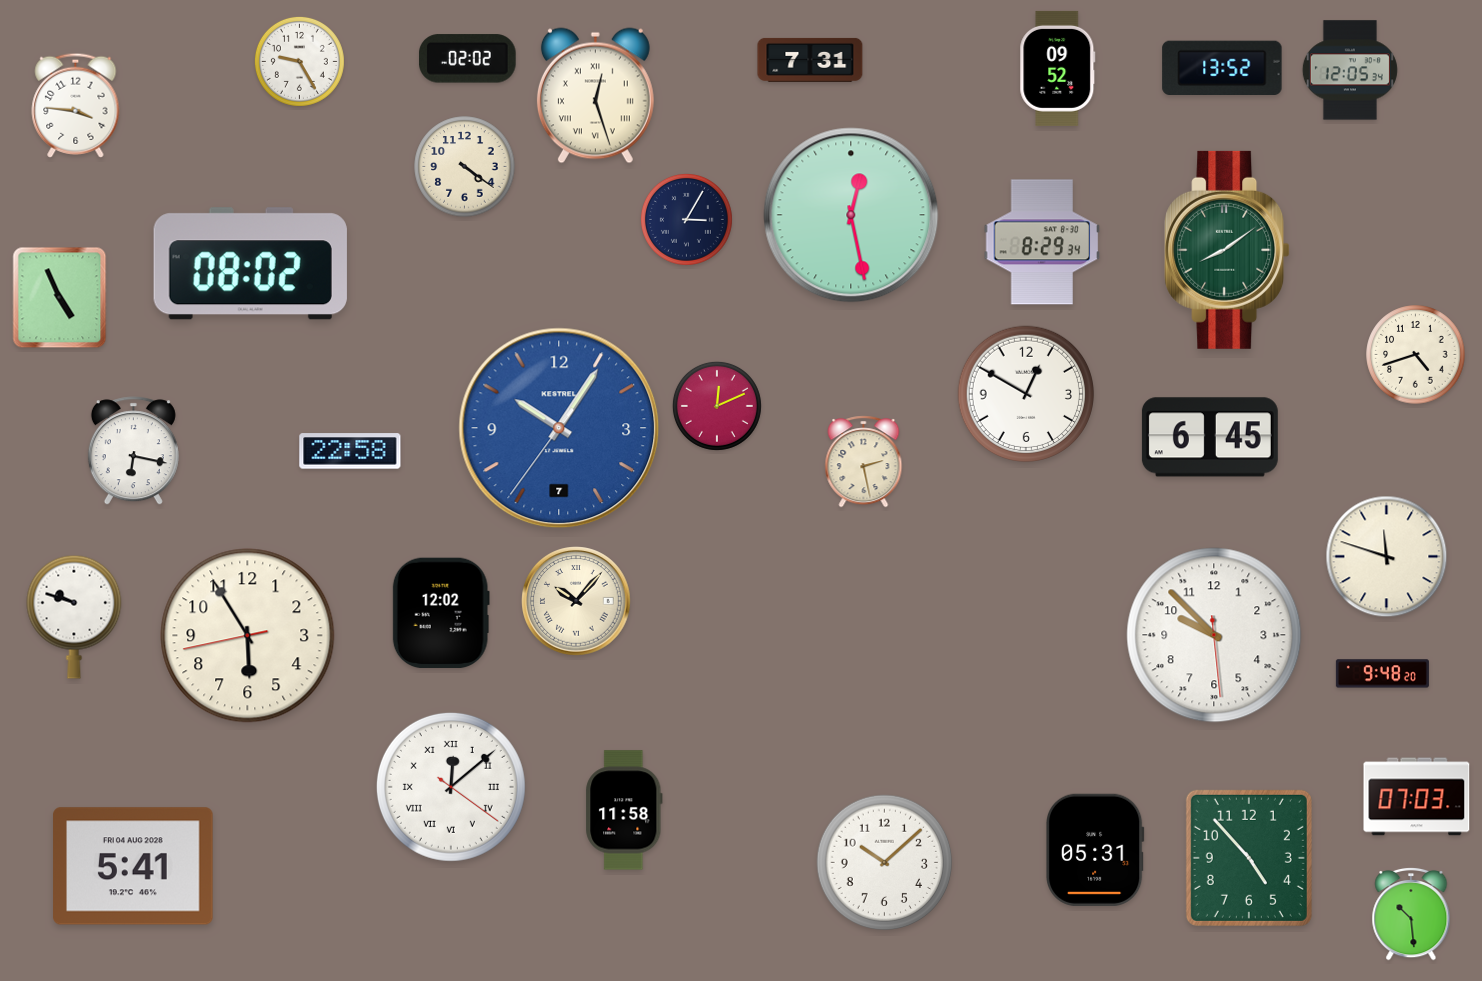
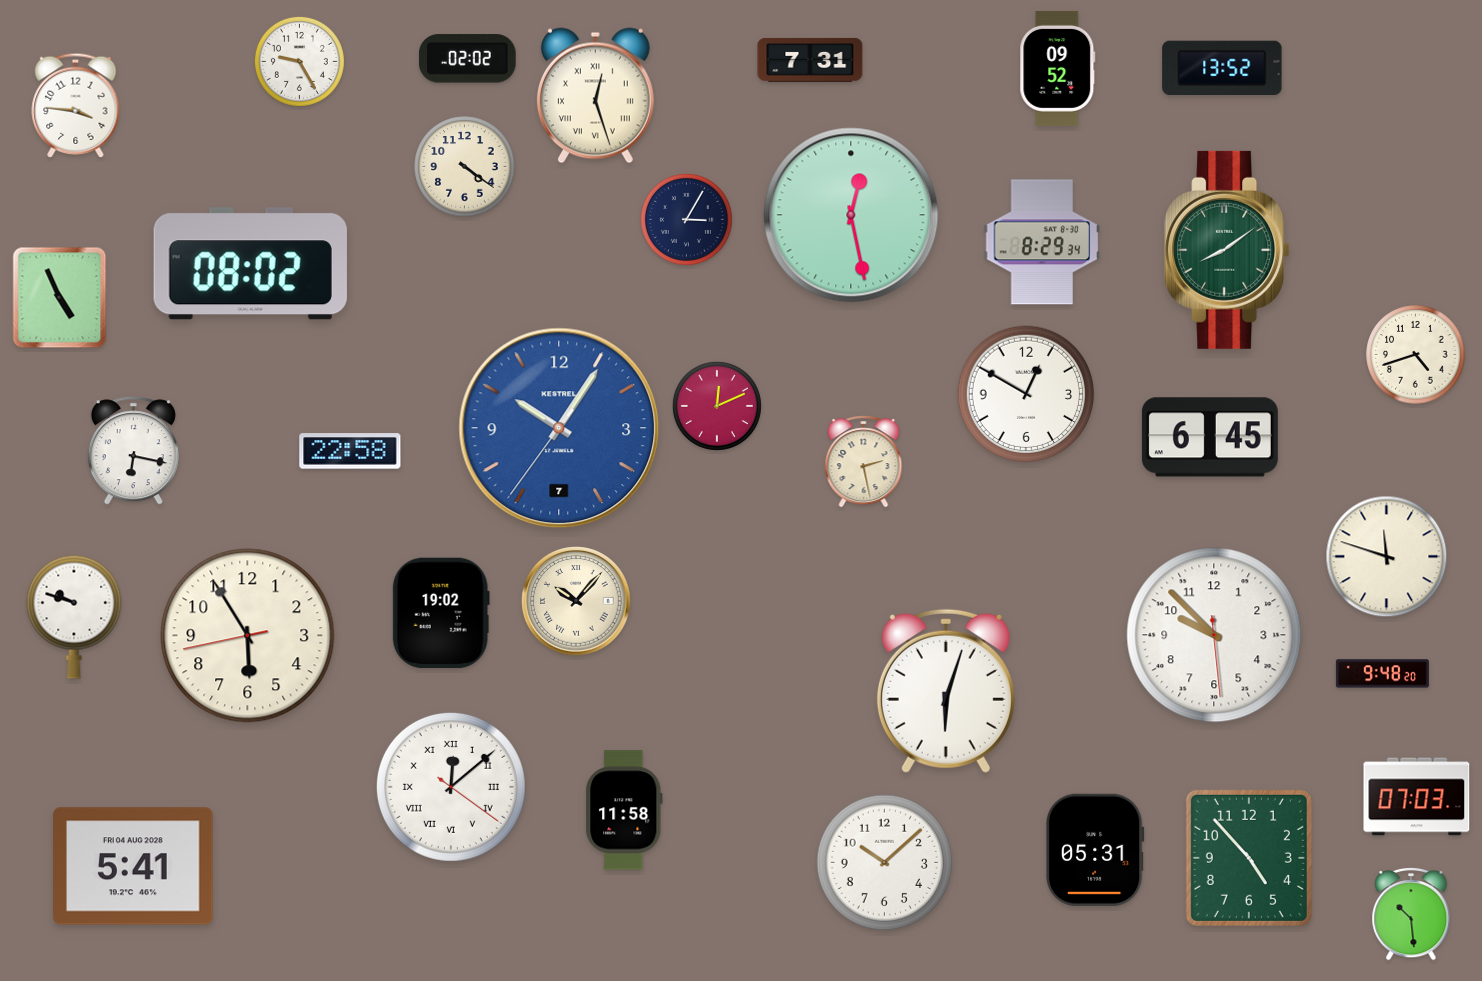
clock at (1350, 70): 12:05 -> none
clock at (441, 613): 12:02 -> 19:02
clock at (946, 691): none -> 6:03
